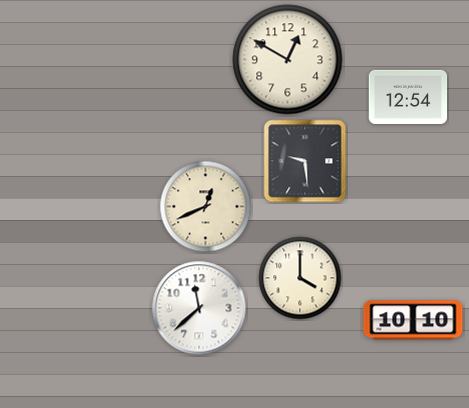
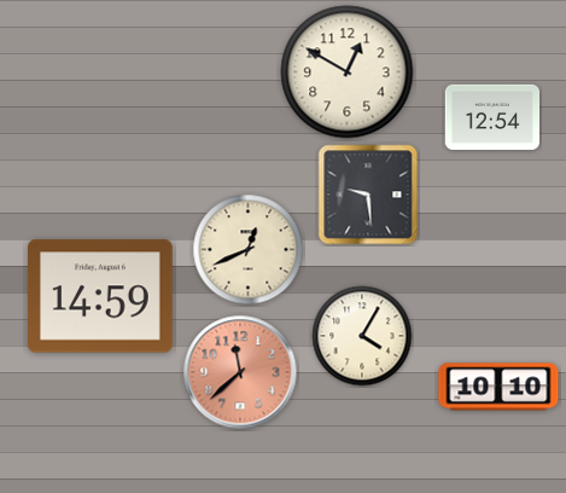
clock at (100, 296): none -> 14:59
clock at (300, 278): 4:00 -> 4:05
clock at (199, 308) dial: white -> salmon
